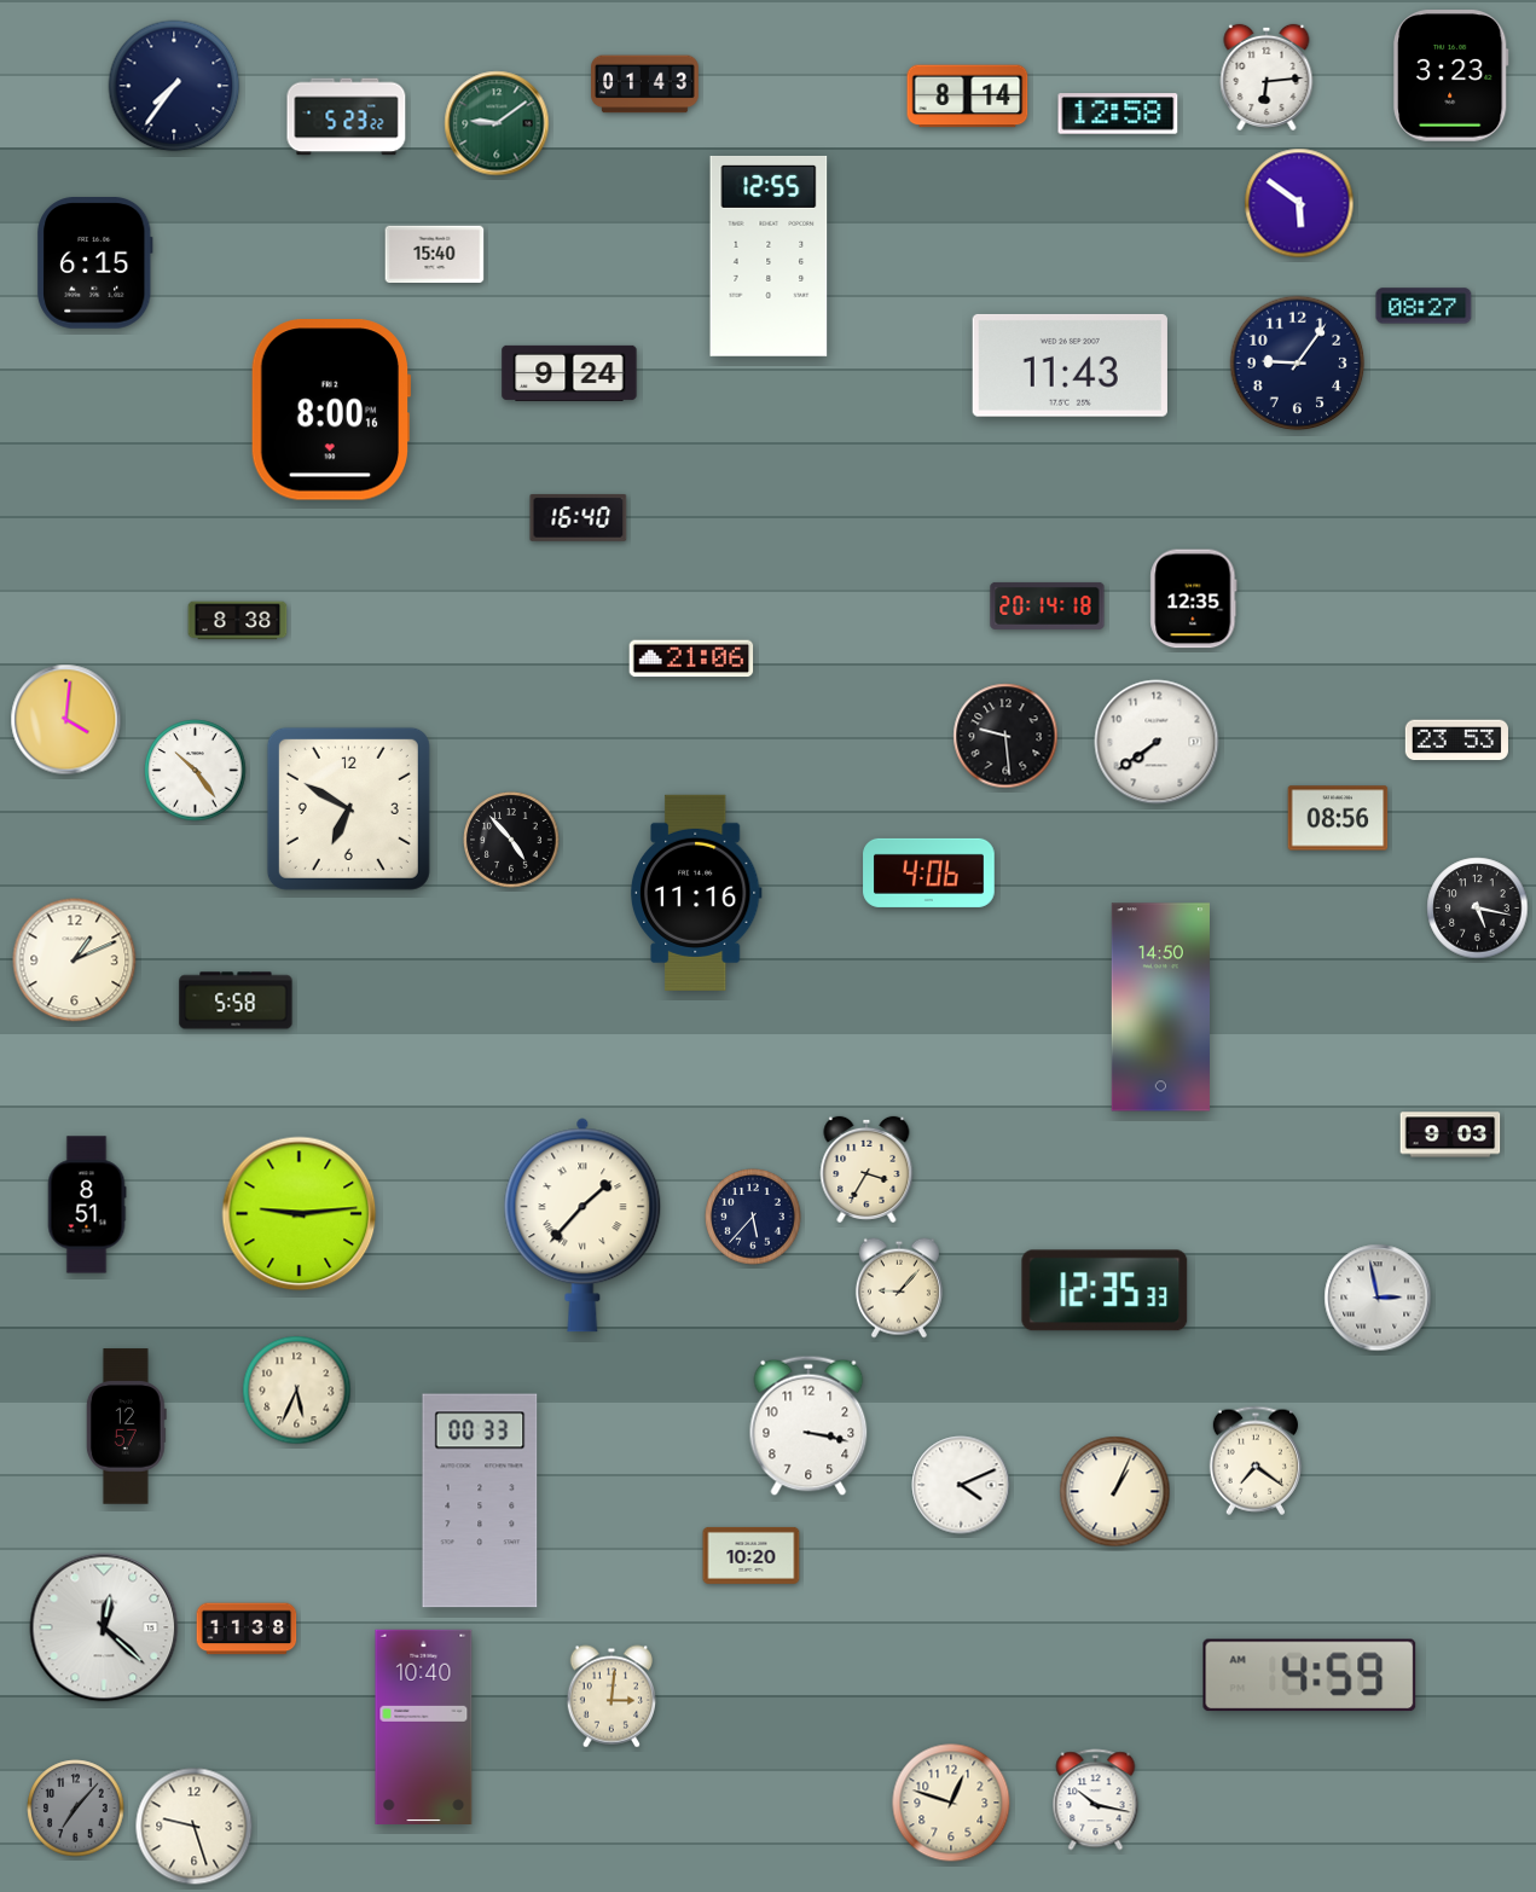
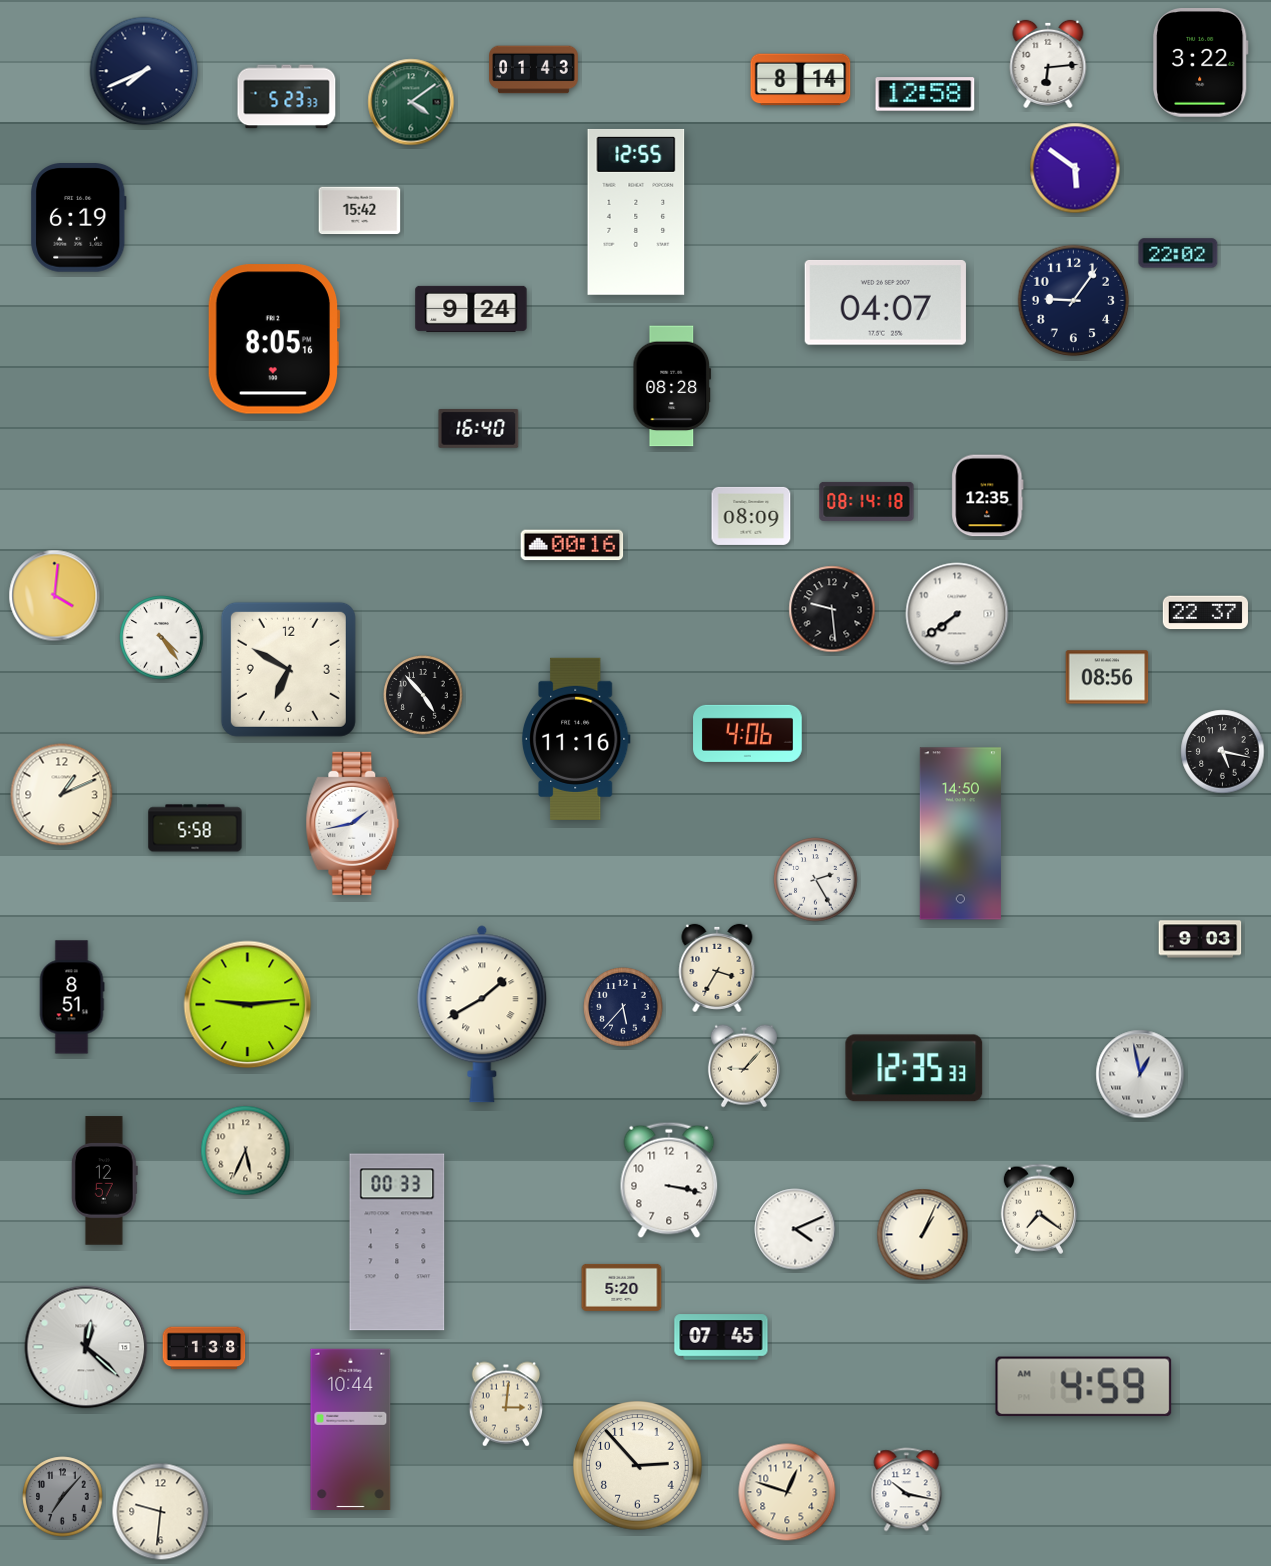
clock at (1451, 76): 3:23 -> 3:22
clock at (174, 86): 7:36 -> 7:41
clock at (347, 117): 5:23:22 -> 5:23:33
clock at (497, 123): 9:09 -> 4:09
clock at (435, 255): 15:40 -> 15:42
clock at (95, 263): 6:15 -> 6:19
clock at (1424, 306): 08:27 -> 22:02
clock at (1070, 365): 11:43 -> 04:07
clock at (331, 410): 8:00 -> 8:05
clock at (672, 386): none -> 08:28
clock at (1048, 605): 20:14 -> 08:14
clock at (238, 621): 8:38 -> none
clock at (751, 516): none -> 08:09
clock at (691, 658): 21:06 -> 00:16
clock at (1456, 741): 23:53 -> 22:37
clock at (196, 771): 10:24 -> 4:24
clock at (929, 872) position: (929, 872) -> (748, 733)
clock at (353, 823): none -> 1:43
clock at (816, 880): none -> 2:25
clock at (582, 1225): 1:37 -> 1:40
clock at (1378, 1298): 2:58 -> 12:58
clock at (752, 1555): 10:20 -> 5:20
clock at (721, 1337): none -> 07:45
clock at (247, 1629): 11:38 -> 1:38
clock at (424, 1726): 10:40 -> 10:44
clock at (638, 1466): none -> 2:53
clock at (195, 1827): 9:27 -> 9:31
